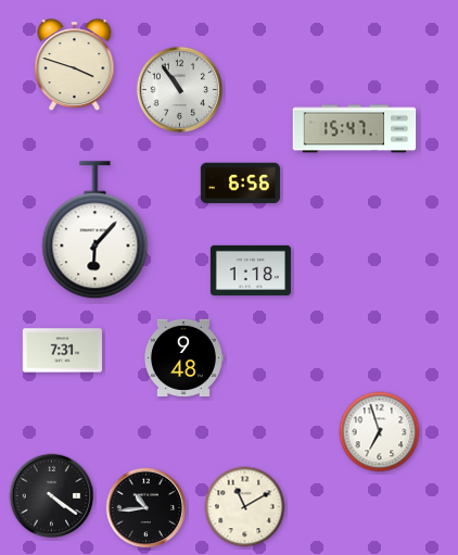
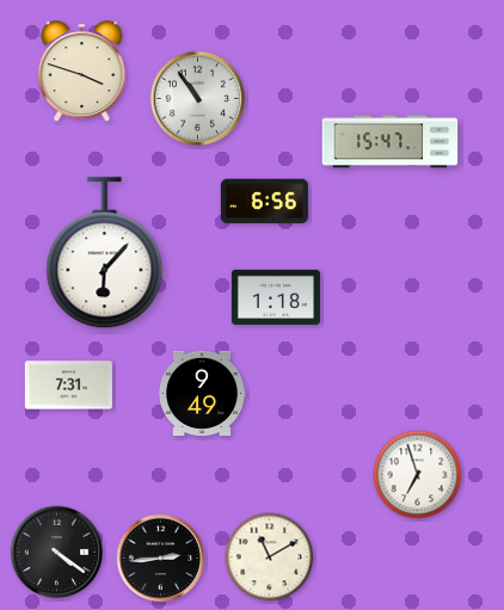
clock at (183, 357): 9:48 -> 9:49
clock at (52, 496) position: (52, 496) -> (57, 553)
clock at (147, 508): 10:44 -> 2:44
